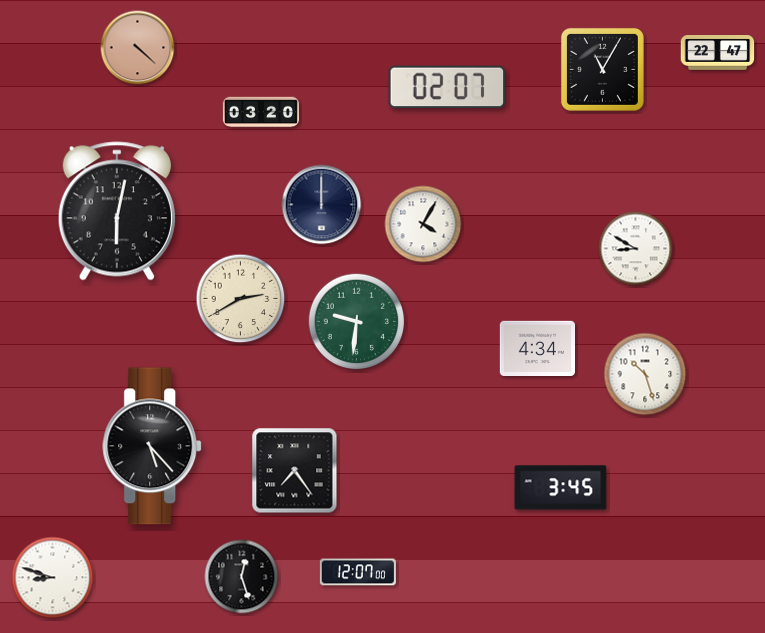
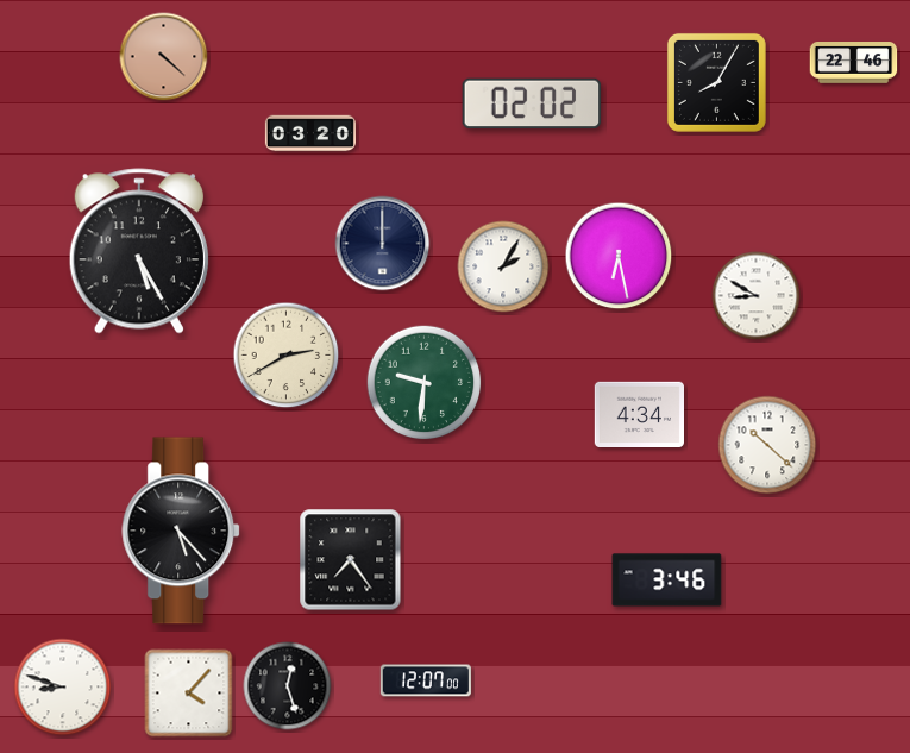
clock at (718, 53): 22:47 -> 22:46
clock at (602, 69): 11:05 -> 8:05
clock at (447, 87): 02:07 -> 02:02
clock at (117, 211): 6:02 -> 5:25
clock at (619, 256): none -> 6:28
clock at (423, 224): 4:05 -> 2:05
clock at (645, 374): 10:27 -> 10:22
clock at (561, 488): 3:45 -> 3:46
clock at (189, 694): none -> 4:07
